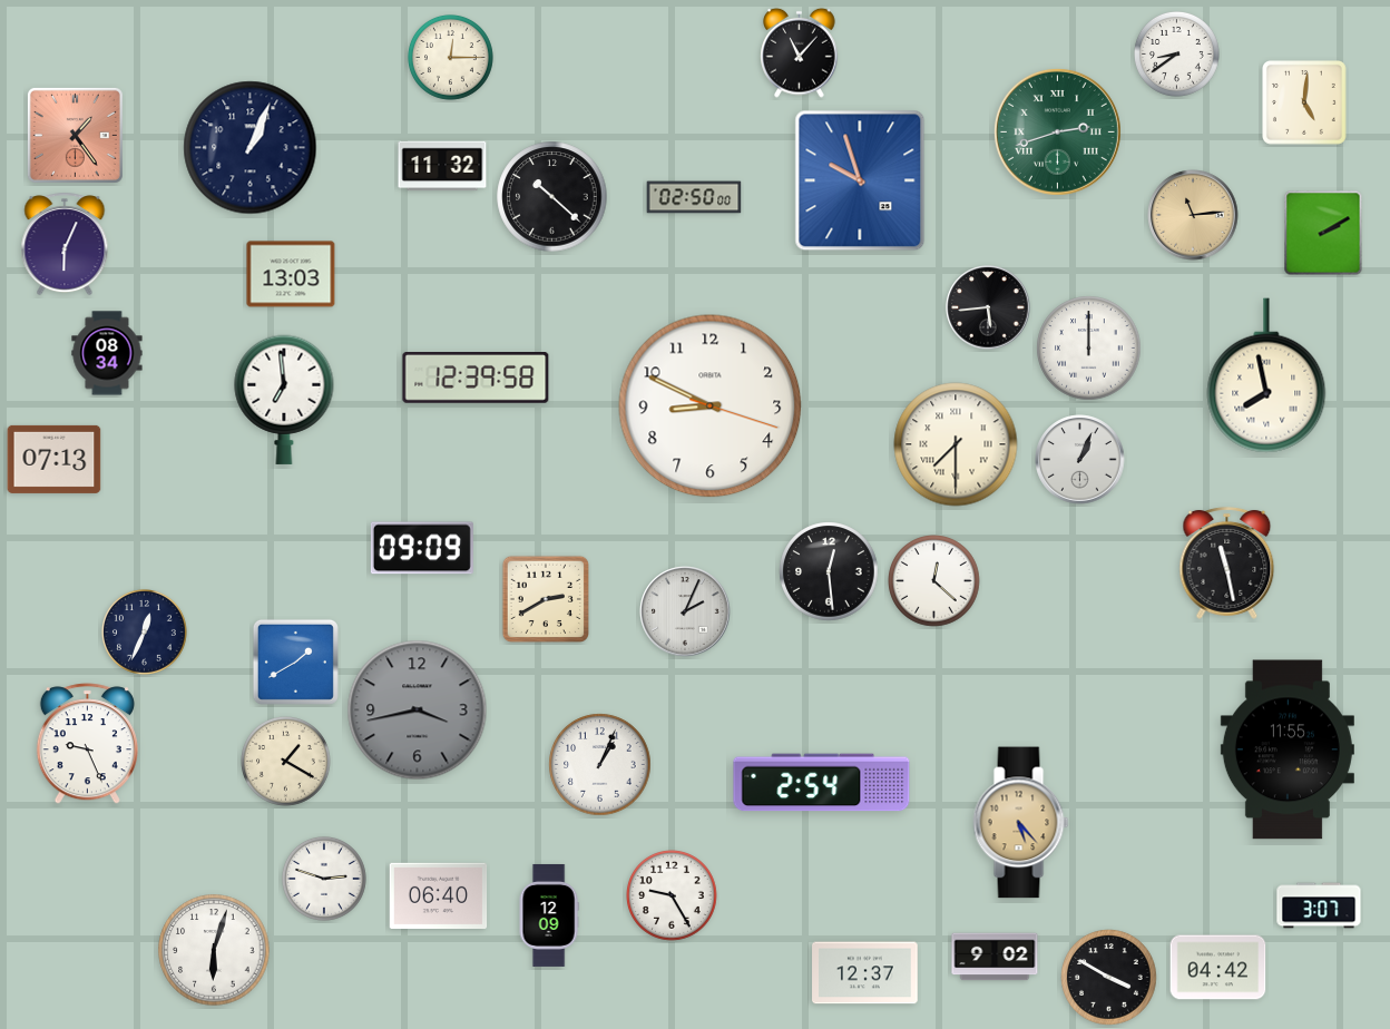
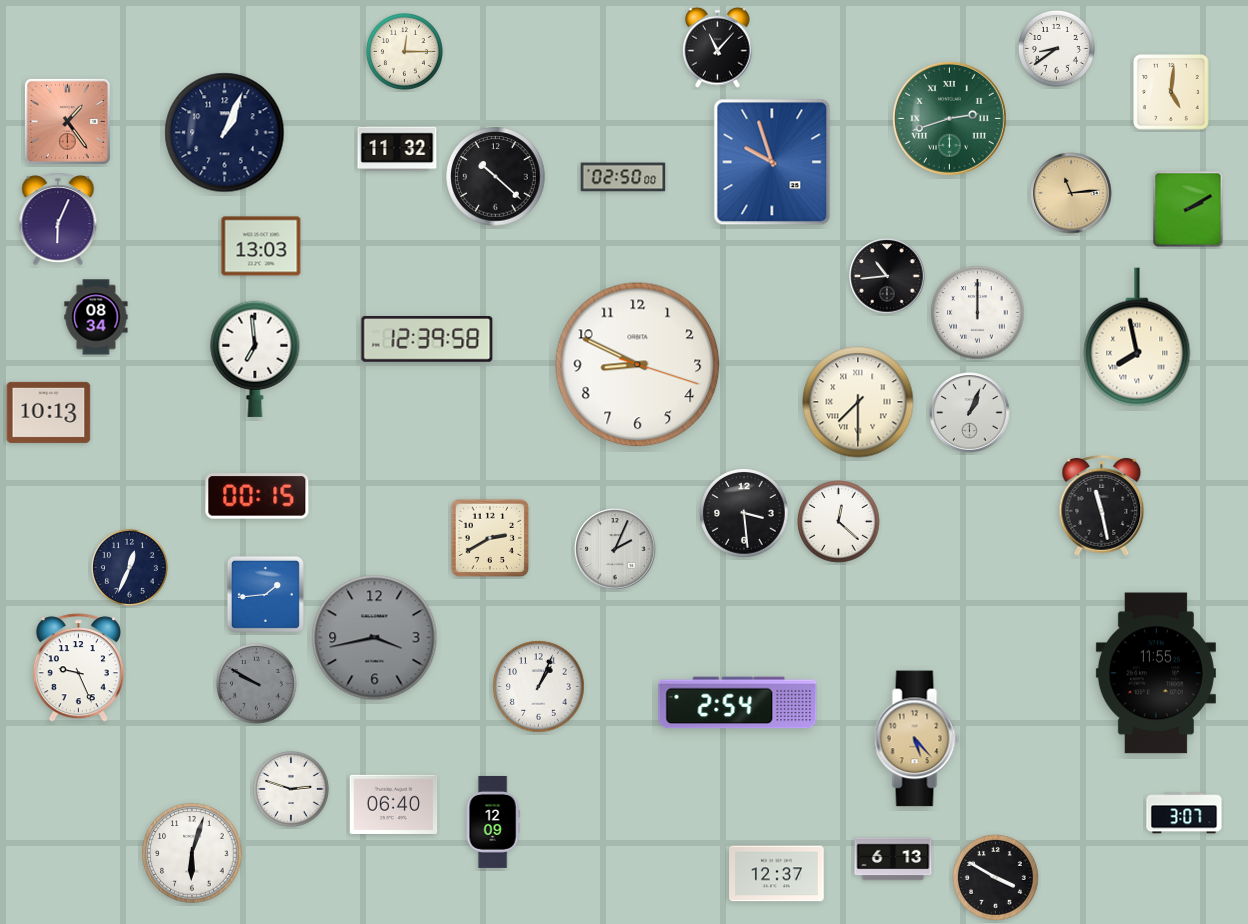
clock at (988, 307): 5:44 -> 10:44
clock at (956, 444) position: (956, 444) -> (858, 402)
clock at (55, 459): 07:13 -> 10:13
clock at (422, 548): 09:09 -> none
clock at (257, 496): none -> 00:15
clock at (829, 571): 12:29 -> 3:29
clock at (295, 661): 1:40 -> 1:44
clock at (286, 762): 1:20 -> 9:50
clock at (286, 762) dial: cream -> grey
clock at (673, 896): 9:25 -> none
clock at (995, 957): 9:02 -> 6:13
clock at (1218, 968): 04:42 -> none
